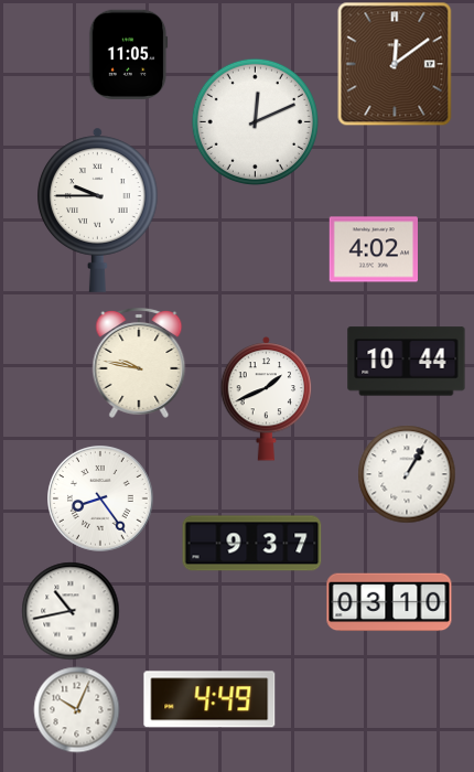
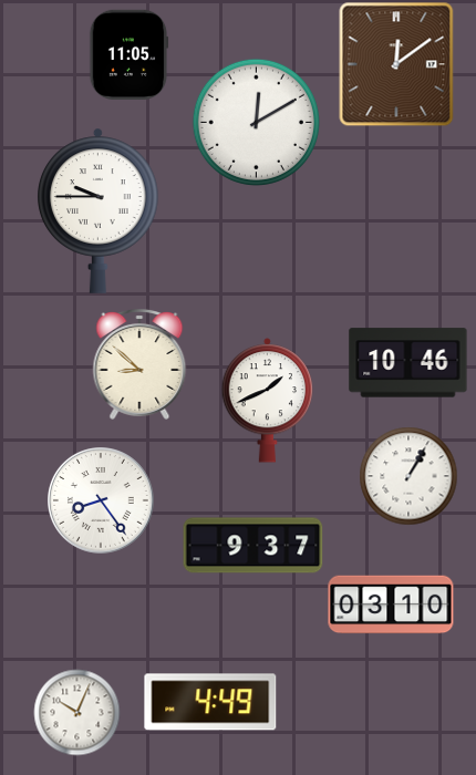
clock at (255, 121): 12:11 -> 12:10
clock at (373, 249): 4:02 -> none
clock at (407, 362): 10:44 -> 10:46
clock at (139, 363): 9:47 -> 8:52
clock at (71, 611): 10:43 -> none
